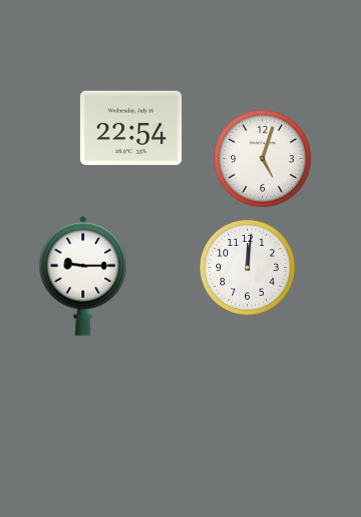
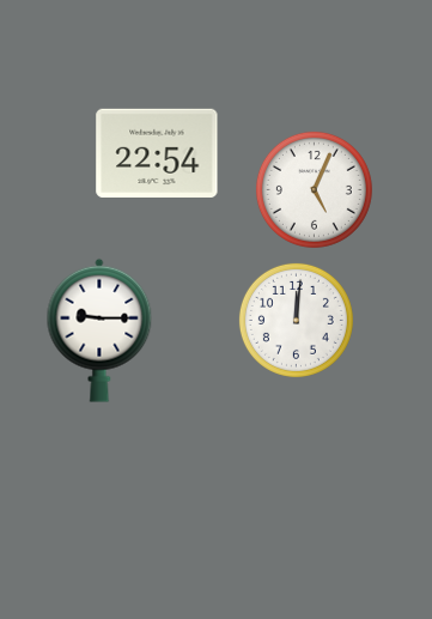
clock at (262, 158): 5:03 -> 5:04
